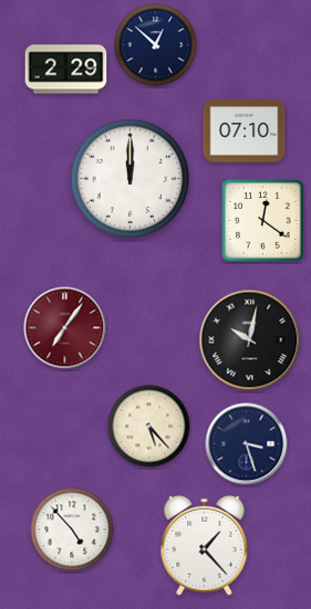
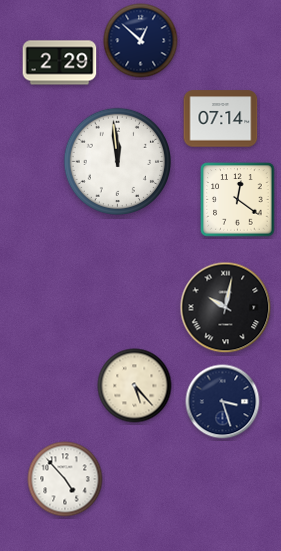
clock at (245, 132): 07:10 -> 07:14
clock at (129, 178): 12:00 -> 11:59
clock at (65, 328): 7:06 -> none
clock at (205, 545): 1:23 -> none
